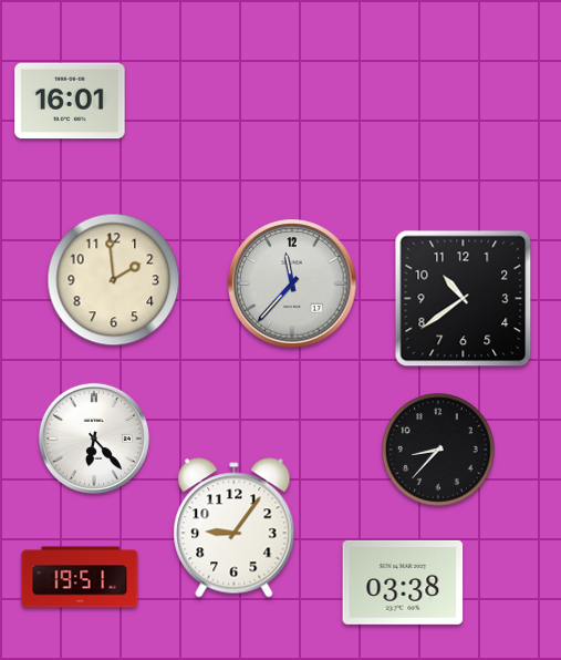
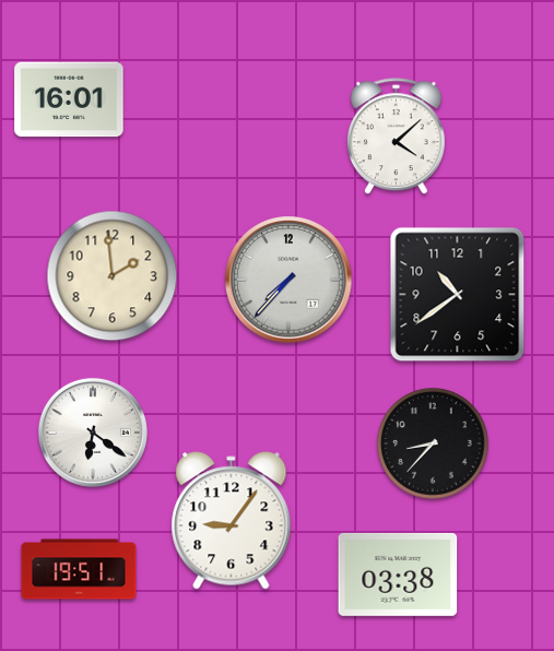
clock at (396, 137): none -> 4:08
clock at (292, 283): 11:37 -> 7:37
clock at (94, 439): 6:23 -> 6:21
